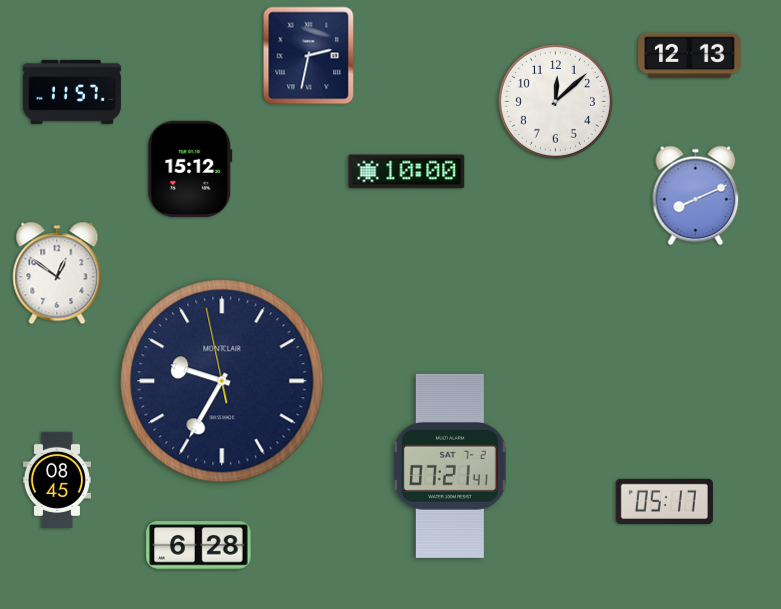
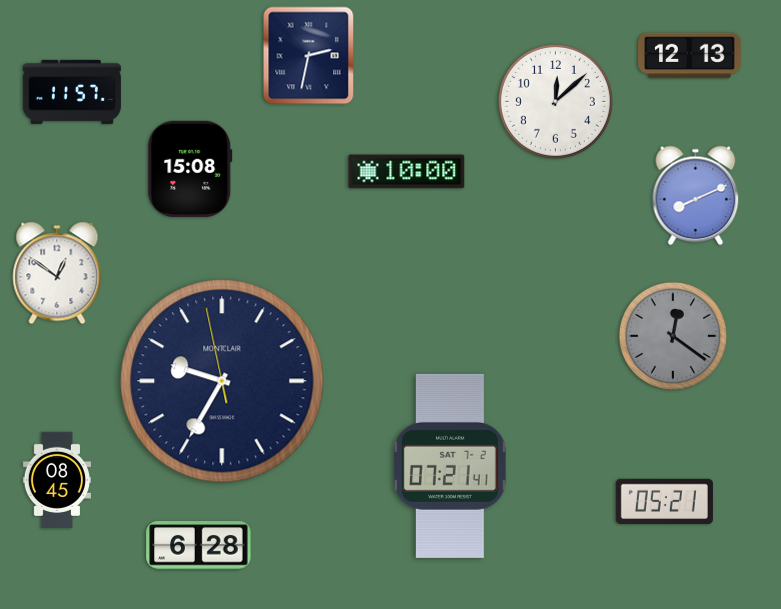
clock at (190, 169): 15:12 -> 15:08
clock at (673, 336): none -> 12:21
clock at (664, 501): 05:17 -> 05:21
